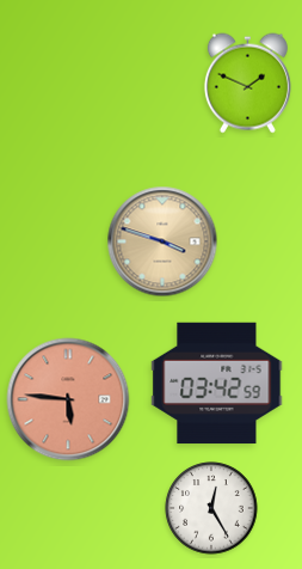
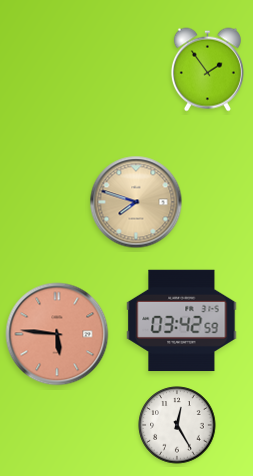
clock at (247, 84): 1:49 -> 1:54
clock at (162, 241): 3:48 -> 7:48
